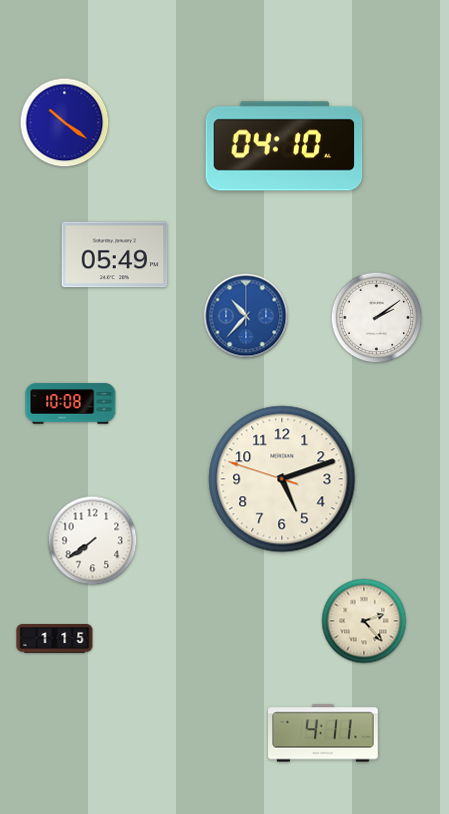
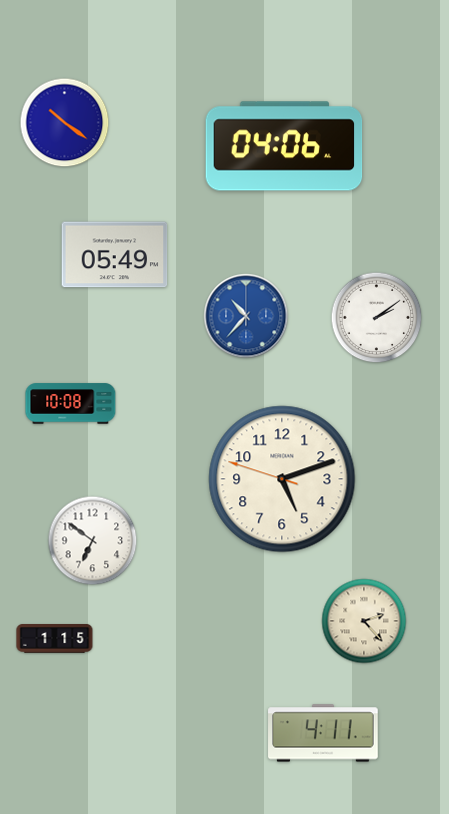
clock at (284, 146): 04:10 -> 04:06
clock at (93, 541): 7:39 -> 6:51
